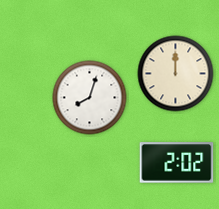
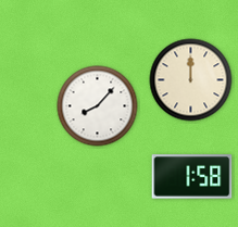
clock at (90, 98): 8:03 -> 8:07
clock at (177, 163): 2:02 -> 1:58
